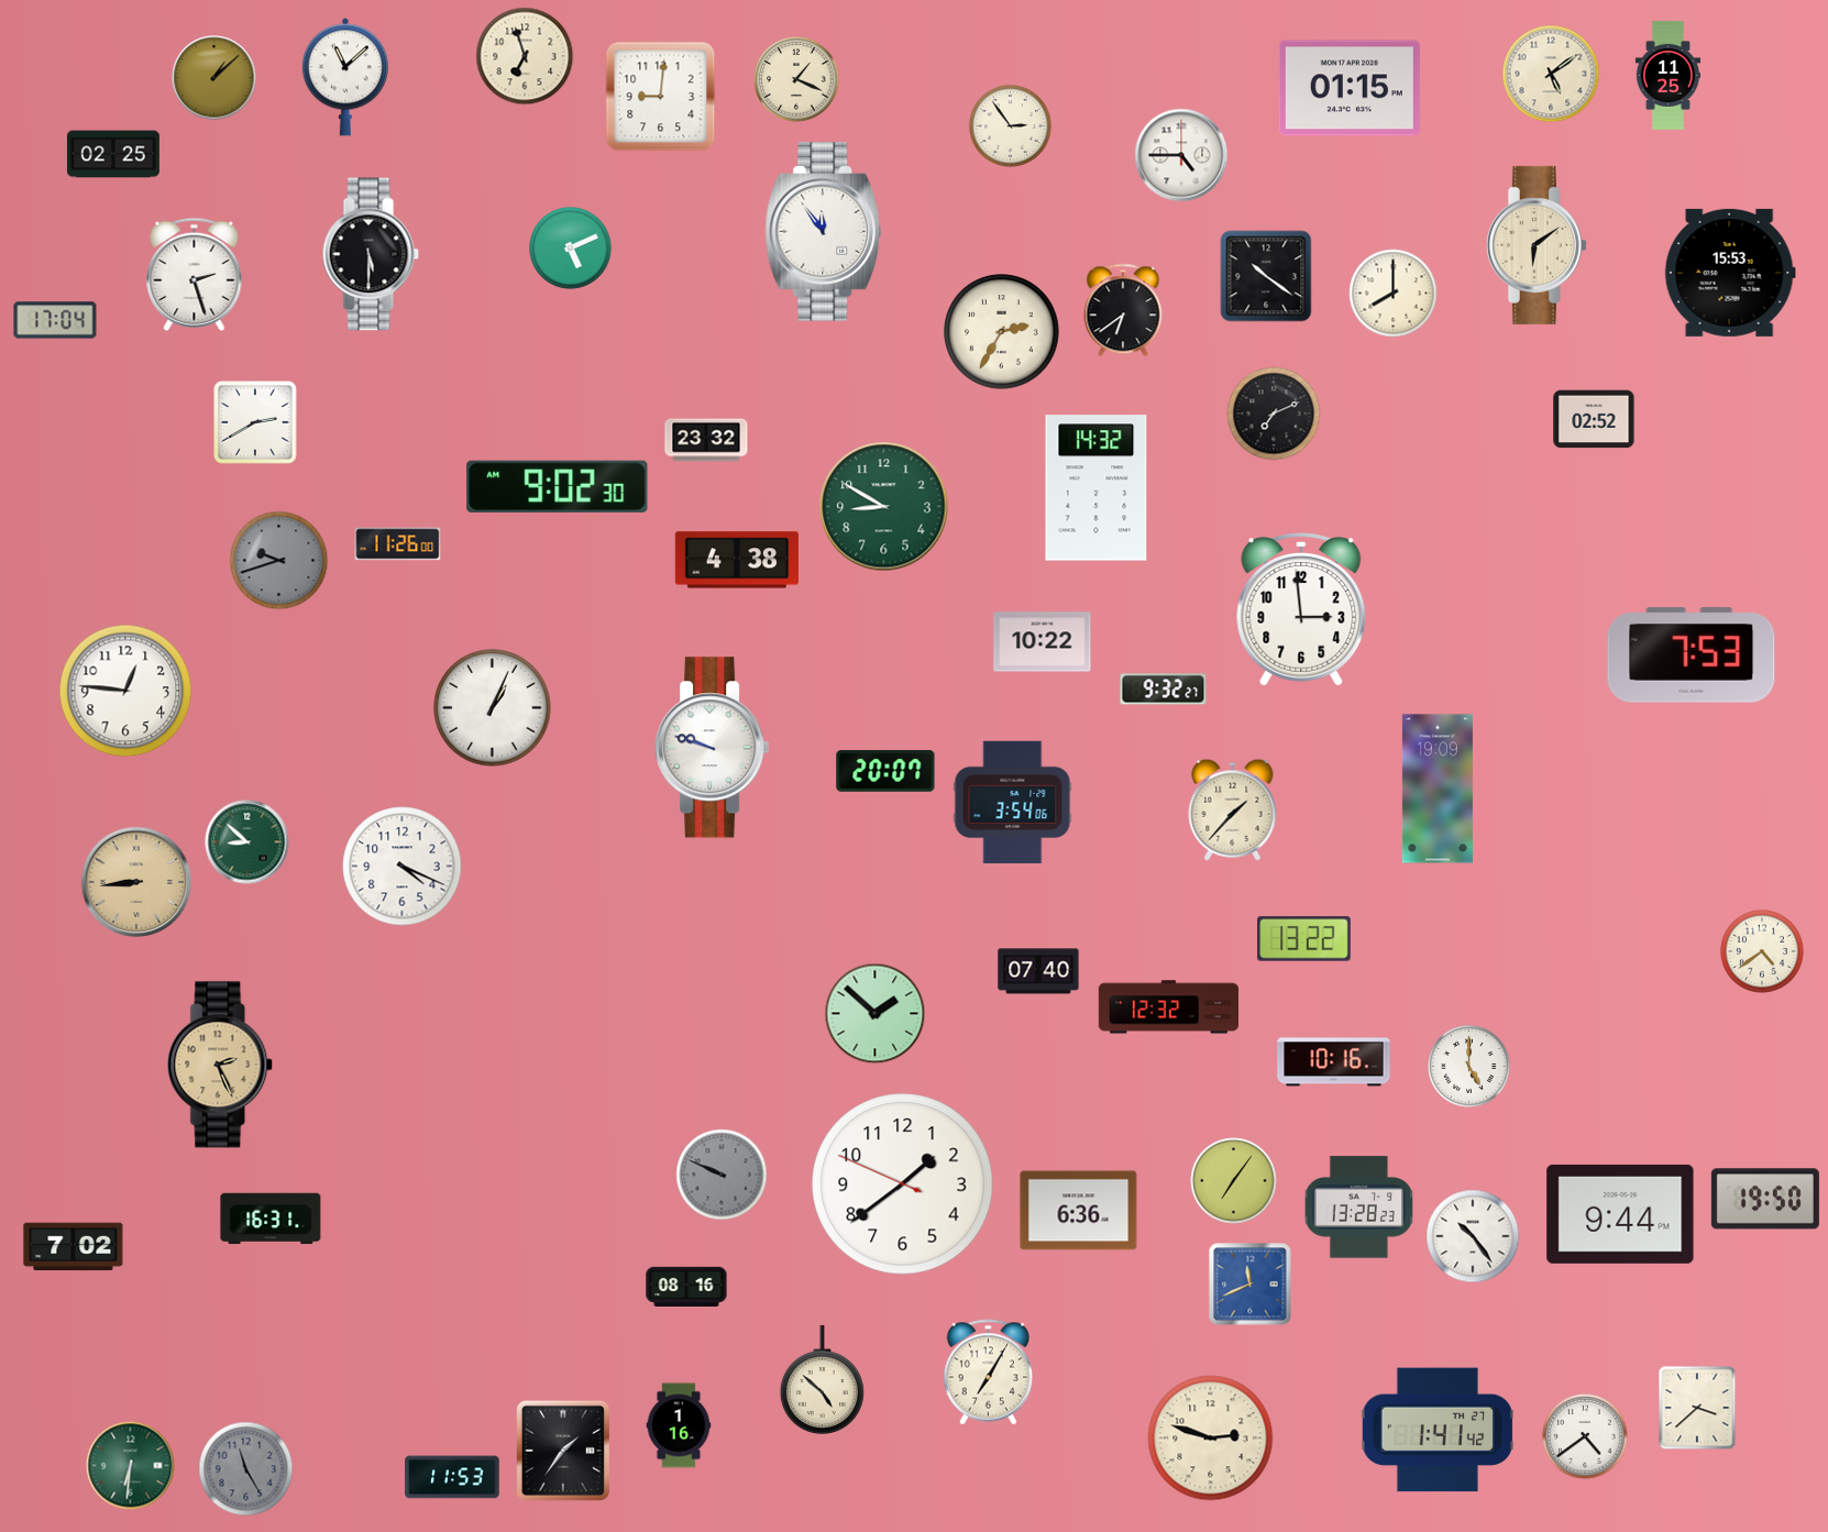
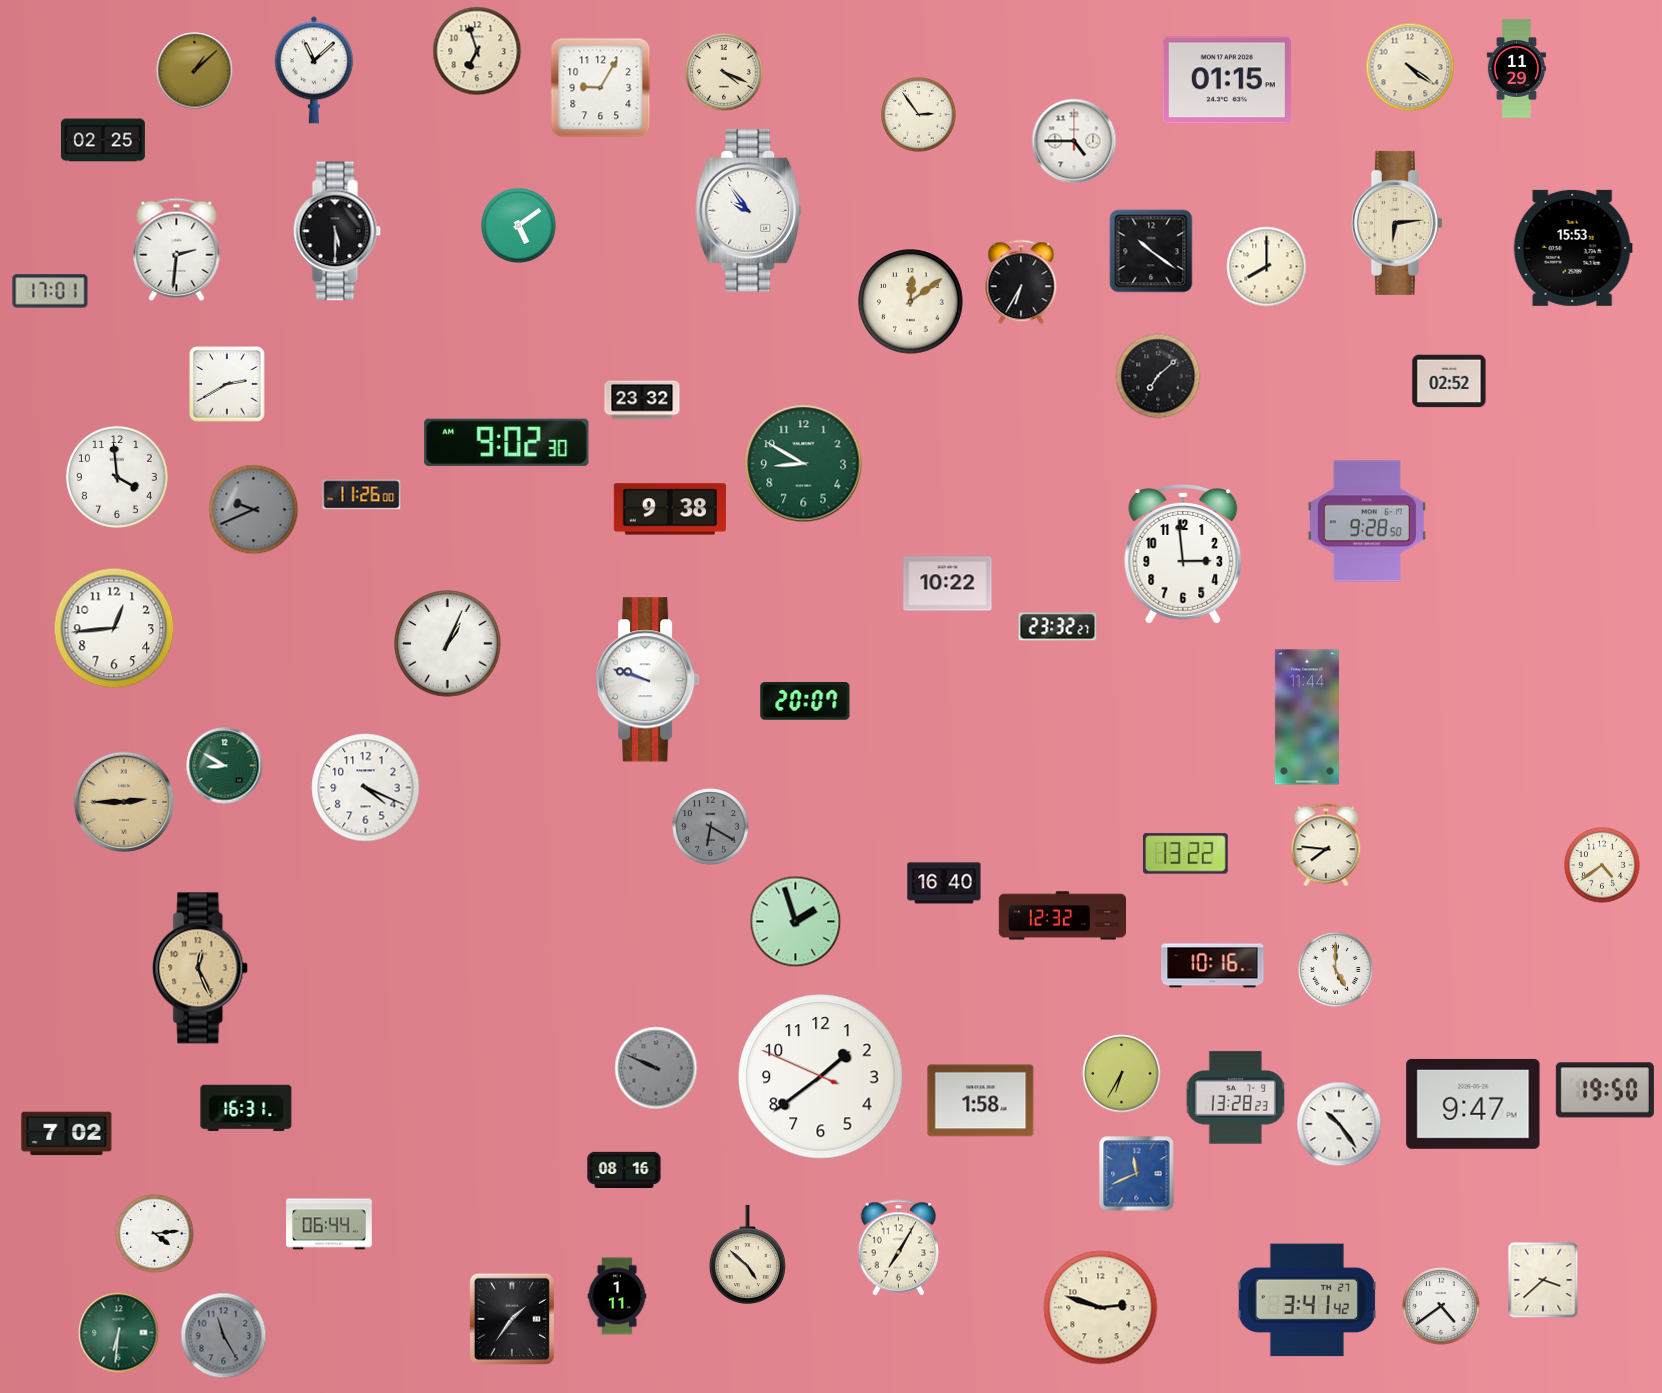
clock at (1551, 74): 5:09 -> 4:21
clock at (1667, 75): 11:25 -> 11:29
clock at (796, 79): 1:19 -> 4:19
clock at (661, 97): 9:01 -> 9:05
clock at (824, 232): 11:54 -> 9:54
clock at (1537, 245): 6:09 -> 6:14
clock at (571, 249): 5:11 -> 5:09
clock at (195, 275): 2:27 -> 2:31
clock at (1123, 310): 6:39 -> 6:35
clock at (55, 320): 17:04 -> 17:01
clock at (1002, 332): 2:35 -> 12:09
clock at (1274, 414): 7:11 -> 7:08
clock at (255, 422) position: (255, 422) -> (227, 384)
clock at (1097, 488): 14:32 -> none
clock at (884, 507) position: (884, 507) -> (804, 464)
clock at (117, 477): none -> 3:59
clock at (737, 560): 4:38 -> 9:38
clock at (279, 561): 9:42 -> 9:41
clock at (1367, 521): none -> 9:28
clock at (1692, 655): 7:53 -> none
clock at (1164, 690): 9:32 -> 23:32
clock at (125, 691): 12:46 -> 12:44
clock at (1438, 789): 19:09 -> 11:44
clock at (1013, 803): 3:54 -> none
clock at (1233, 809): 1:37 -> none
clock at (247, 842): 8:52 -> 8:50
clock at (136, 882): 8:44 -> 2:45
clock at (711, 827): none -> 6:20
clock at (1326, 845): none -> 7:46
clock at (1038, 971): 07:40 -> 16:40
clock at (876, 1014): 1:52 -> 1:57
clock at (221, 1065): 2:26 -> 12:26
clock at (1234, 1181): 7:06 -> 6:35
clock at (1079, 1211): 6:36 -> 1:58
clock at (1620, 1214): 9:44 -> 9:47
clock at (1251, 1285) position: (1251, 1285) -> (1137, 1174)
clock at (329, 1224): none -> 06:44
clock at (155, 1234): none -> 4:14
clock at (679, 1425): 1:16 -> 1:11
clock at (1438, 1430): 1:41 -> 3:41
clock at (452, 1477): 11:53 -> none
